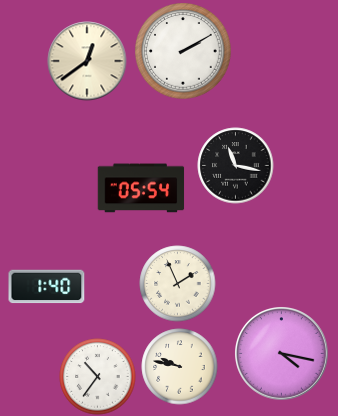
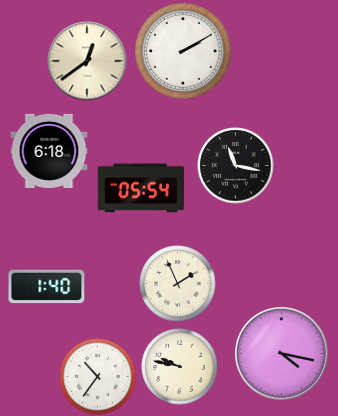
clock at (49, 151): none -> 6:18
